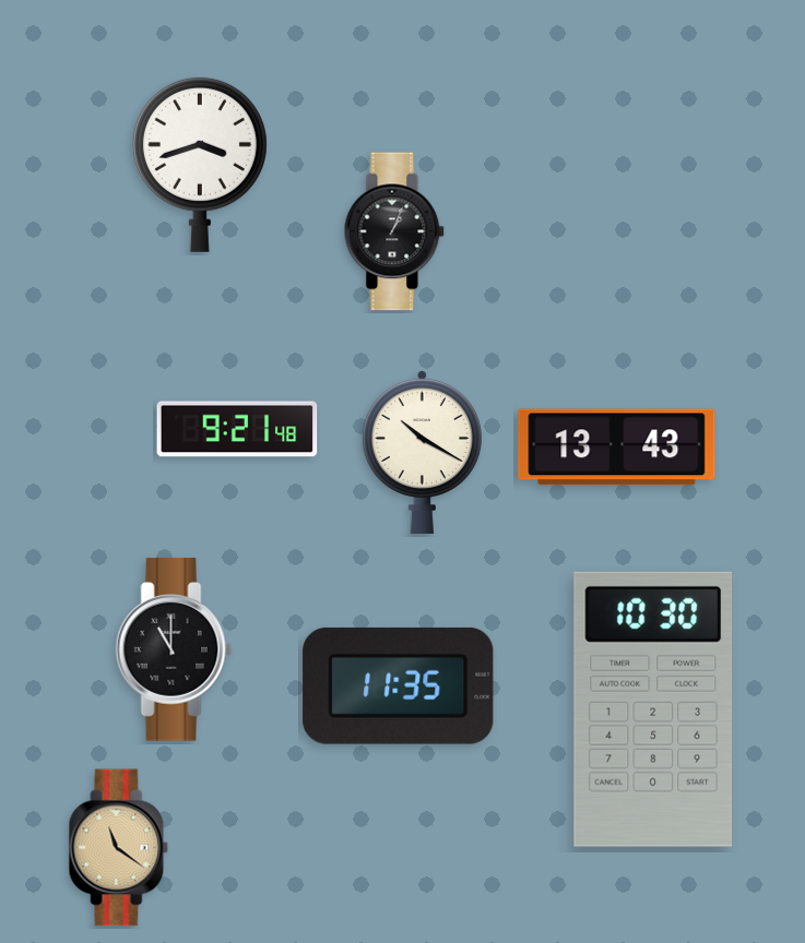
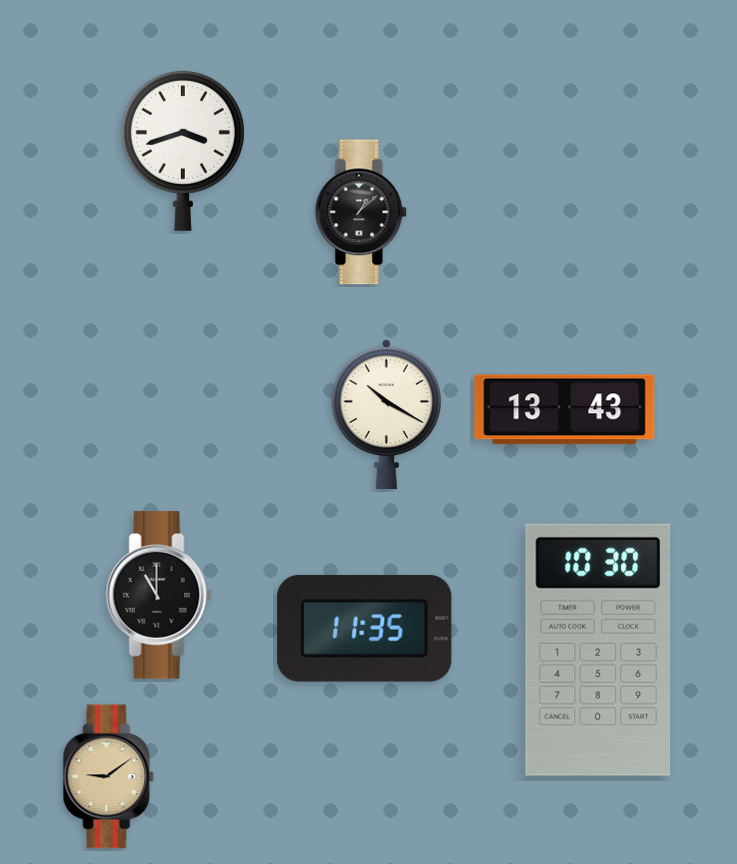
clock at (394, 231): 1:04 -> 1:08
clock at (237, 429): 9:21 -> none
clock at (119, 848): 11:21 -> 9:09
